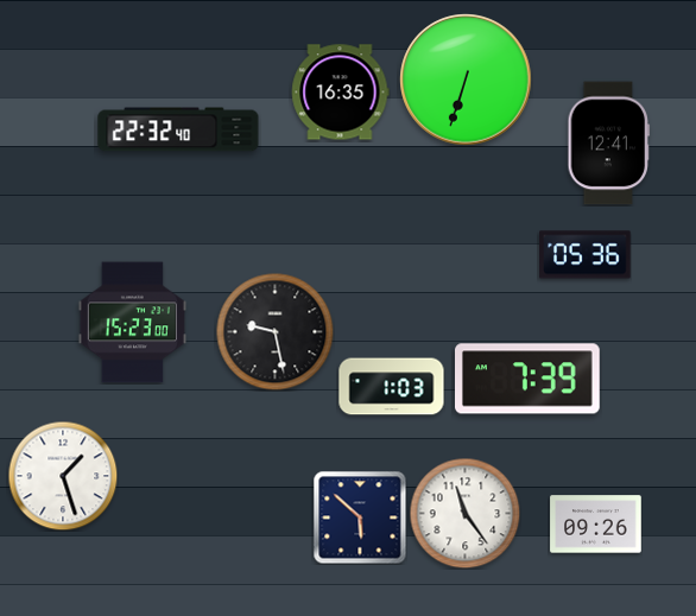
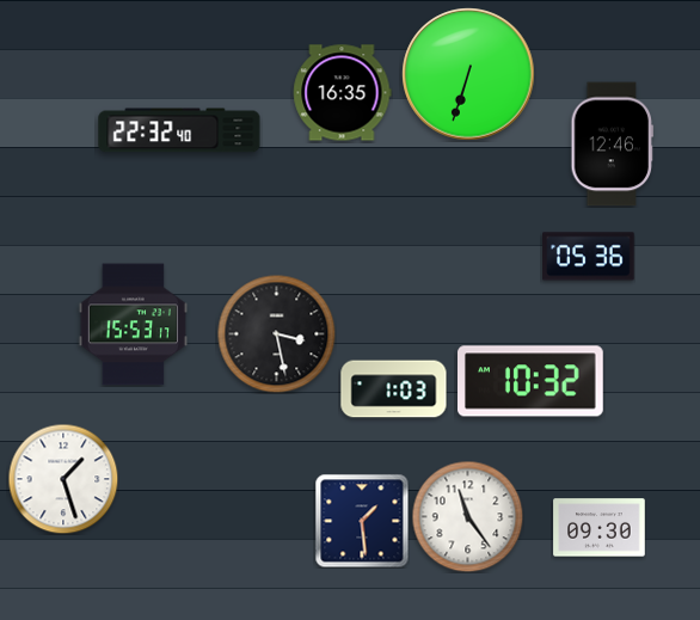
clock at (466, 80) position: (466, 80) -> (468, 74)
clock at (609, 144): 12:41 -> 12:46
clock at (132, 323): 15:23 -> 15:53
clock at (276, 332): 9:28 -> 3:28
clock at (529, 379): 7:39 -> 10:32
clock at (360, 517): 5:52 -> 1:29
clock at (596, 525): 09:26 -> 09:30
